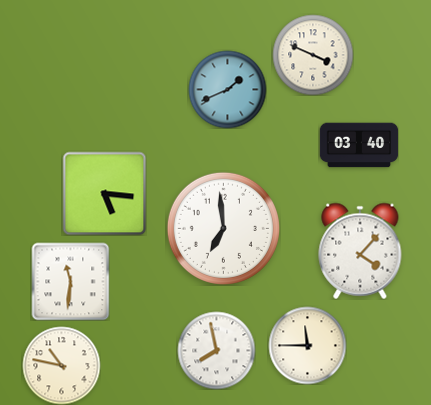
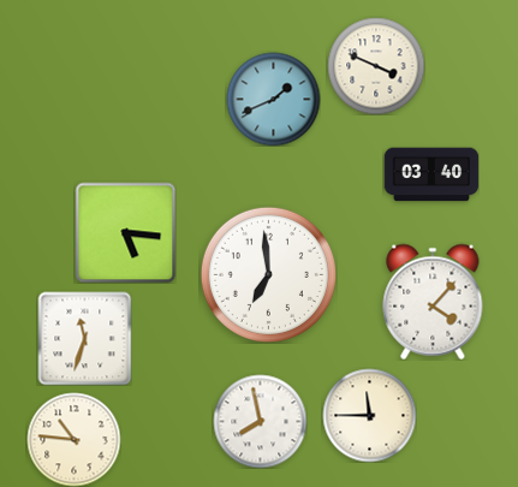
clock at (227, 89) position: (227, 89) -> (273, 99)
clock at (70, 281): 11:31 -> 11:33
clock at (61, 365): 10:47 -> 10:46
